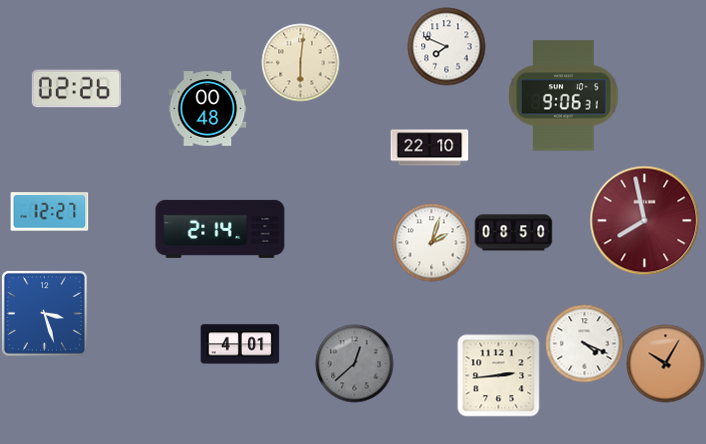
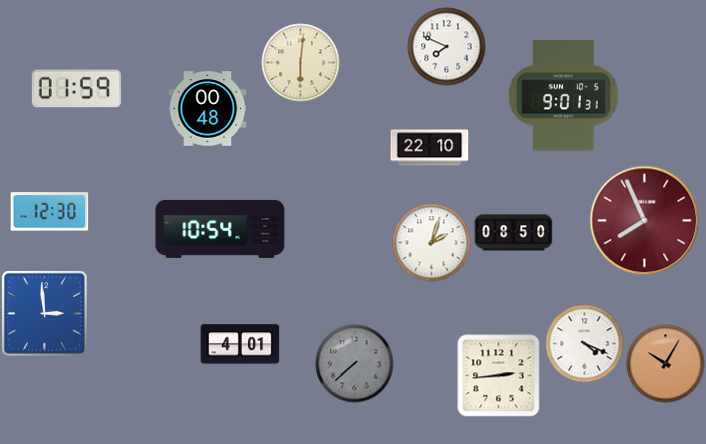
clock at (76, 89): 02:26 -> 01:59
clock at (564, 96): 9:06 -> 9:01
clock at (49, 212): 12:27 -> 12:30
clock at (644, 220): 7:58 -> 7:56
clock at (220, 229): 2:14 -> 10:54
clock at (44, 313): 3:27 -> 2:59
clock at (354, 363): 12:38 -> 7:38
